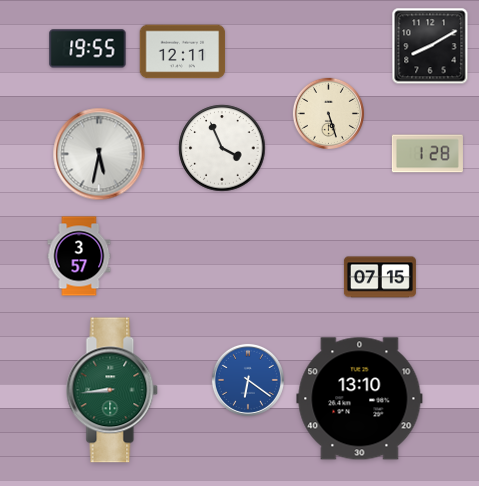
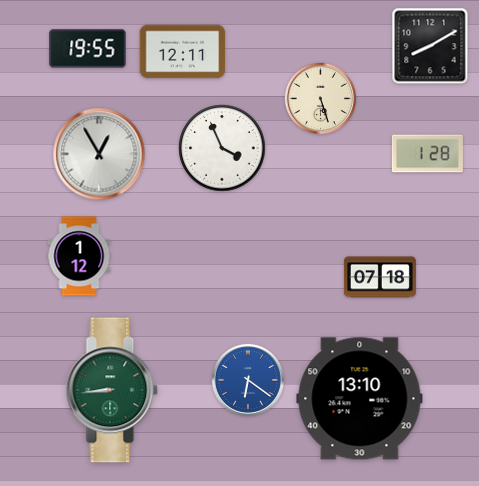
clock at (328, 113) position: (328, 113) -> (320, 98)
clock at (99, 154): 5:32 -> 12:55
clock at (79, 256): 3:57 -> 1:12
clock at (380, 277): 07:15 -> 07:18
